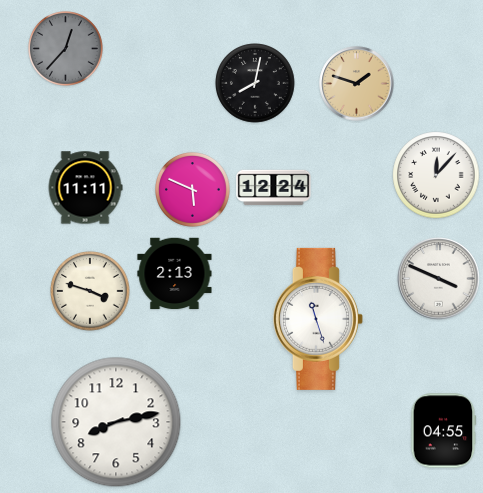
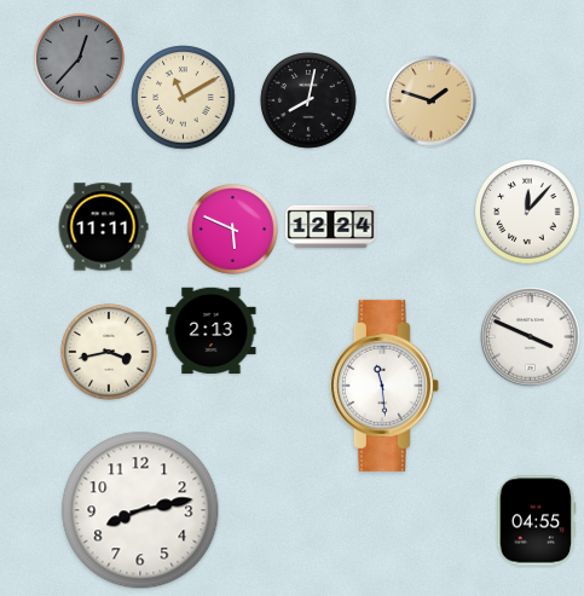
clock at (184, 98): none -> 11:10
clock at (90, 291): 3:48 -> 3:43
clock at (318, 319): 11:27 -> 11:29
